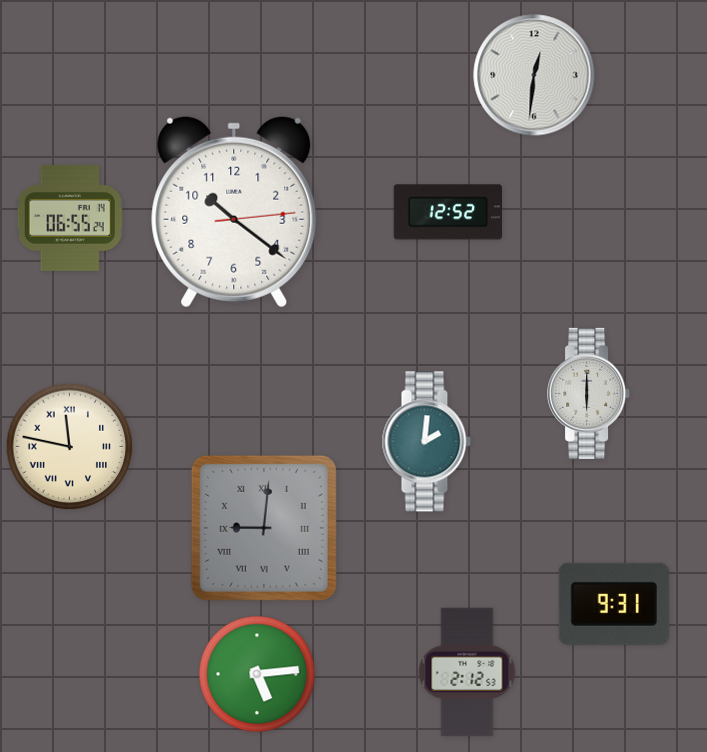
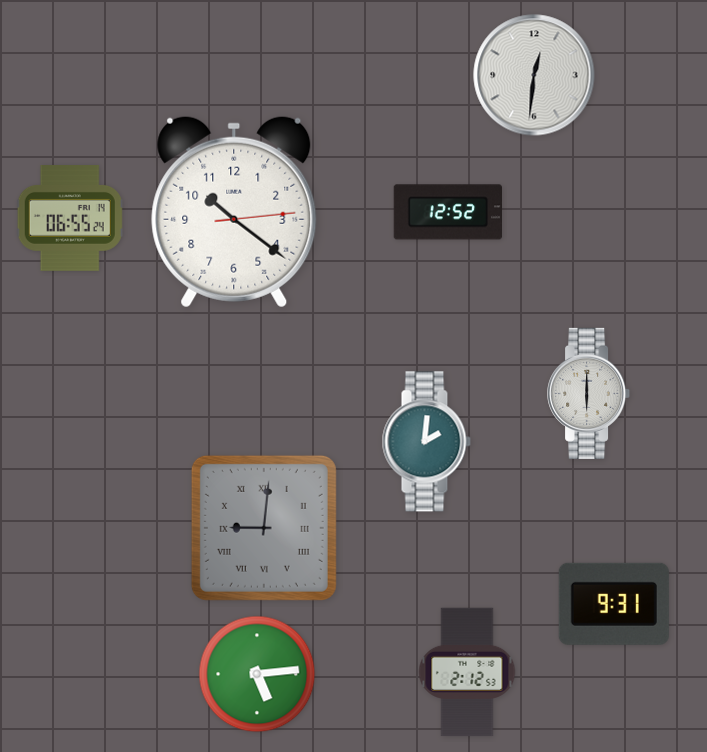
clock at (70, 447): 11:47 -> none
